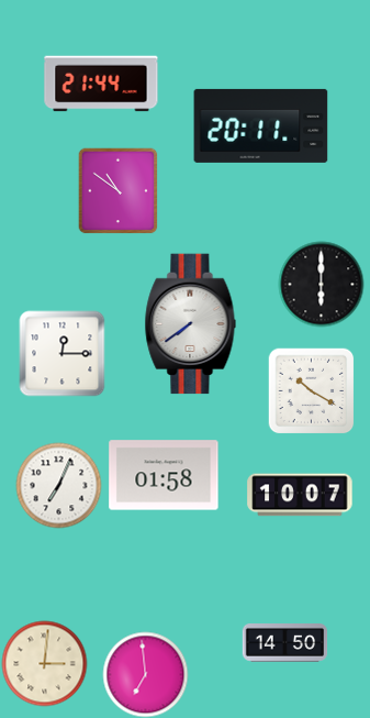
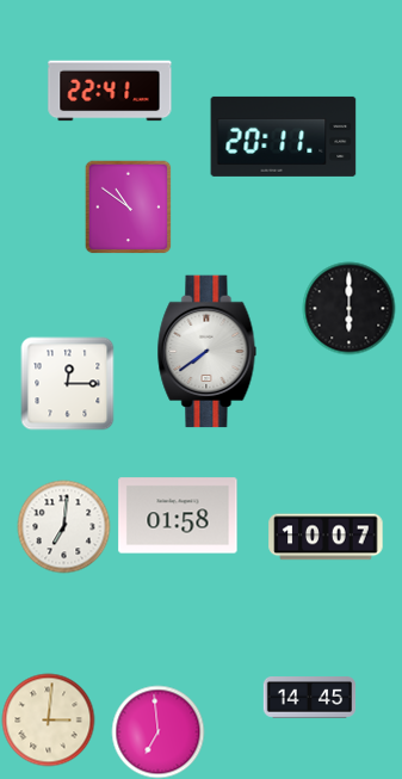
clock at (101, 84): 21:44 -> 22:41
clock at (311, 390): 10:20 -> none
clock at (58, 485): 7:04 -> 7:01
clock at (284, 643): 14:50 -> 14:45
